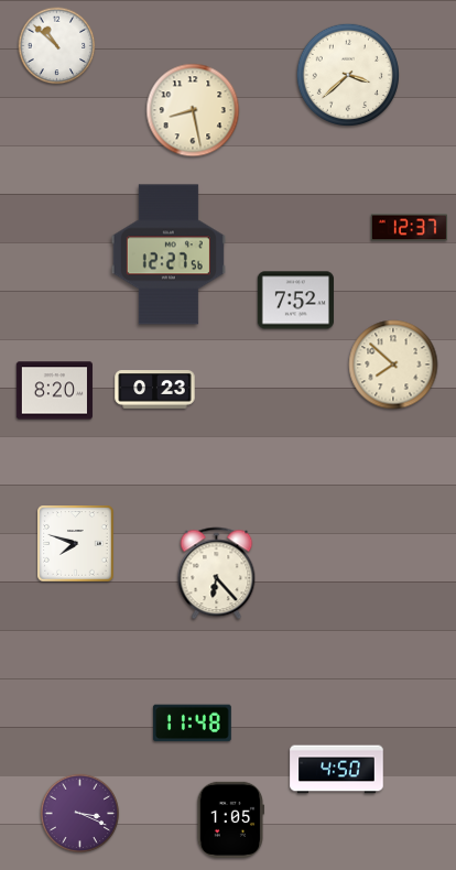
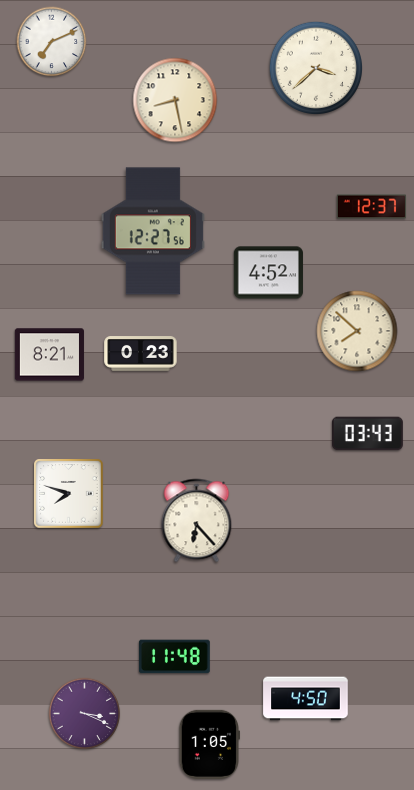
clock at (57, 46): 10:52 -> 7:11
clock at (295, 301): 7:52 -> 4:52
clock at (54, 391): 8:20 -> 8:21
clock at (368, 434): none -> 03:43
clock at (80, 814) position: (80, 814) -> (85, 714)
